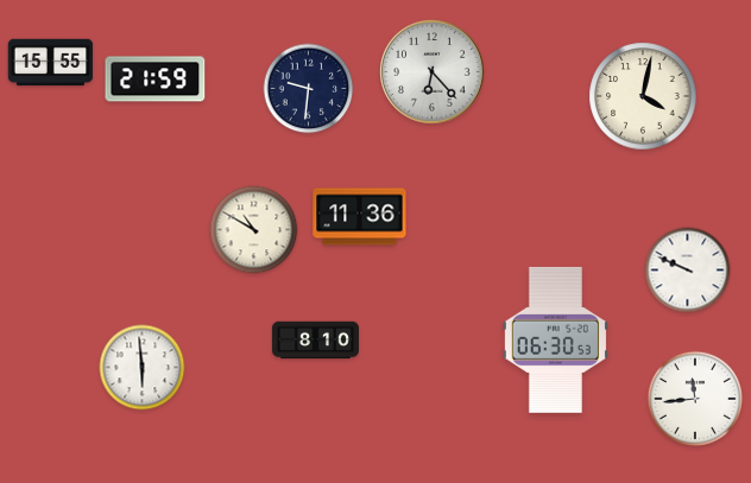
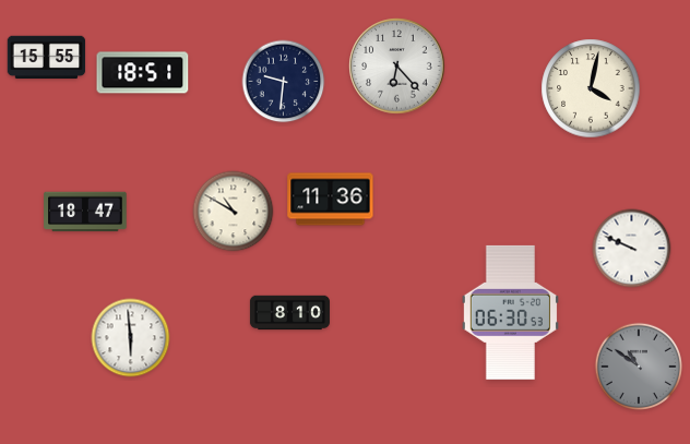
clock at (156, 80): 21:59 -> 18:51
clock at (85, 212): none -> 18:47
clock at (694, 398): 11:44 -> 10:51
clock at (694, 398) dial: white -> grey
